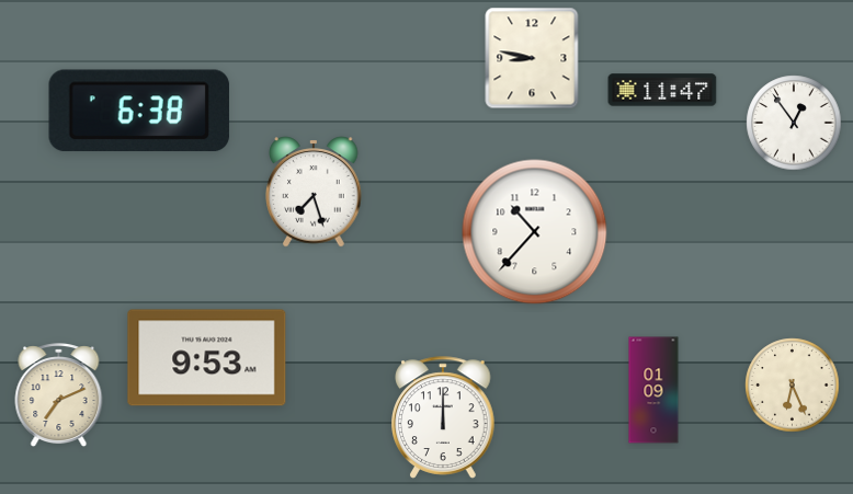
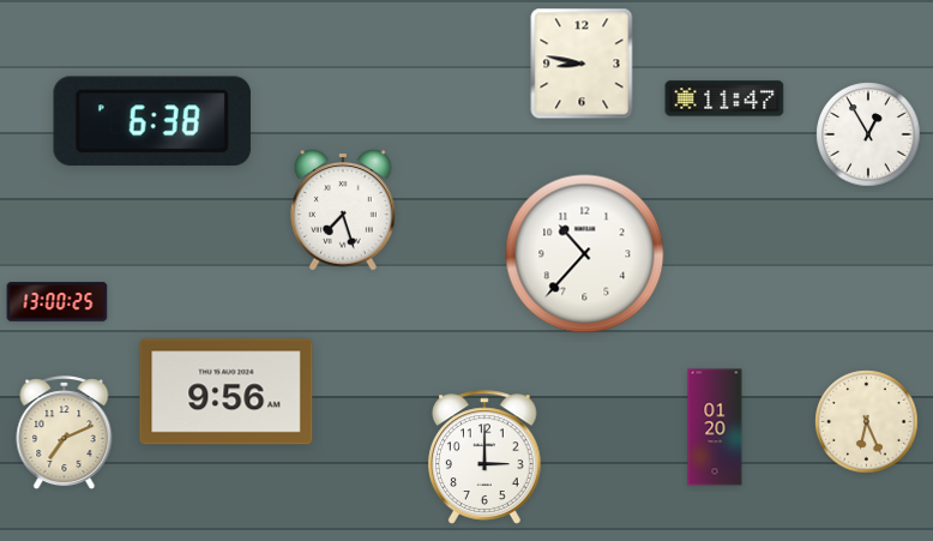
clock at (794, 123): 12:54 -> 12:55
clock at (58, 302): none -> 13:00
clock at (207, 358): 9:53 -> 9:56
clock at (653, 390): 01:09 -> 01:20
clock at (443, 417): 12:00 -> 3:00
